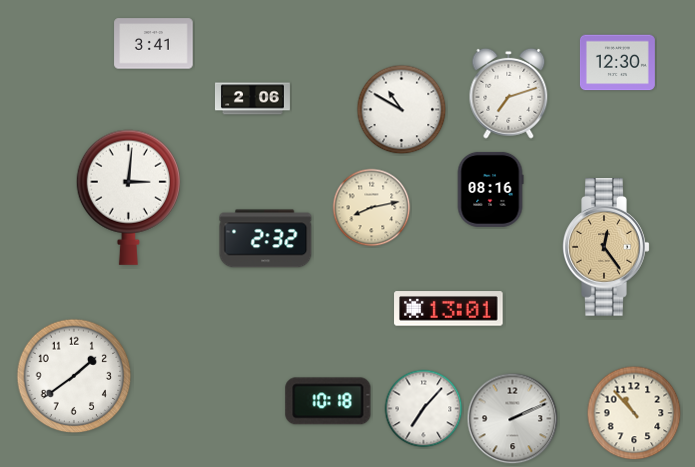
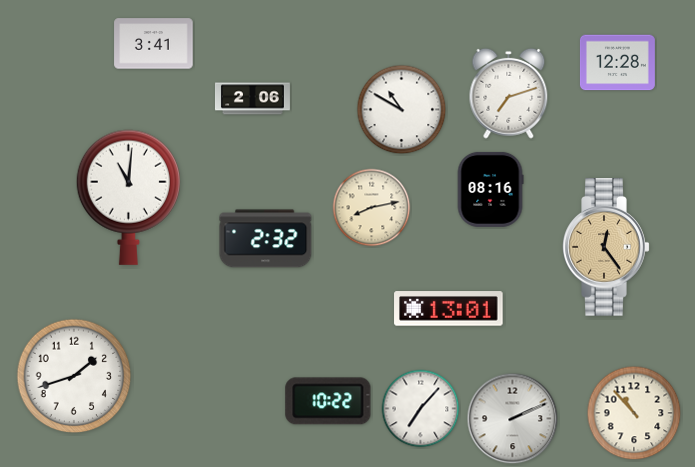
clock at (617, 63): 12:30 -> 12:28
clock at (128, 197): 3:01 -> 11:01
clock at (74, 376): 1:39 -> 1:42
clock at (328, 401): 10:18 -> 10:22
clock at (424, 409) position: (424, 409) -> (421, 409)
